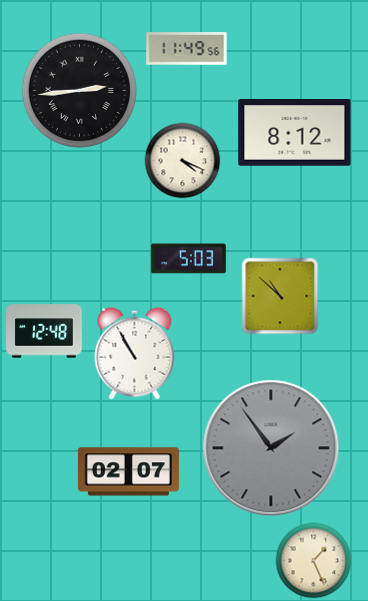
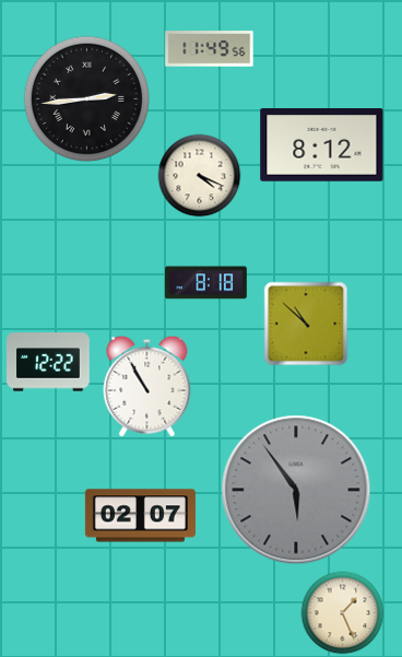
clock at (187, 49) position: (187, 49) -> (210, 49)
clock at (188, 259): 5:03 -> 8:18
clock at (45, 331): 12:48 -> 12:22
clock at (271, 448): 1:54 -> 5:54
